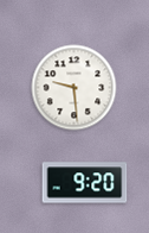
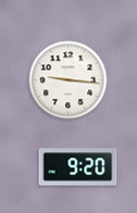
clock at (74, 88): 9:29 -> 9:16
